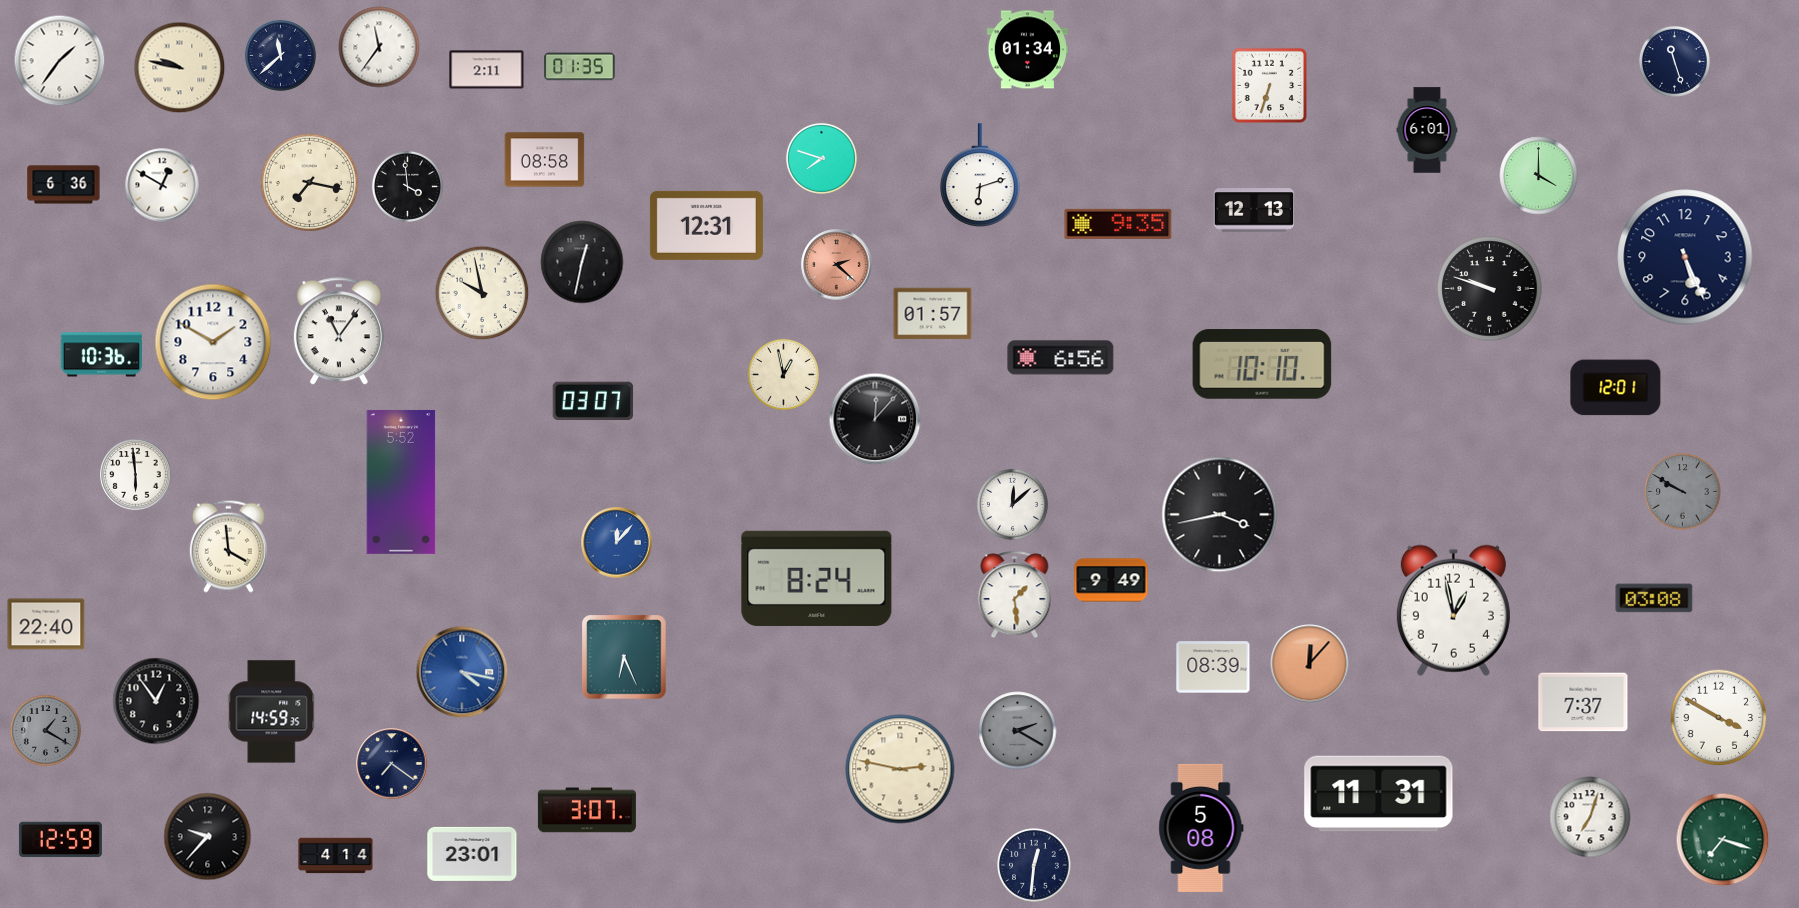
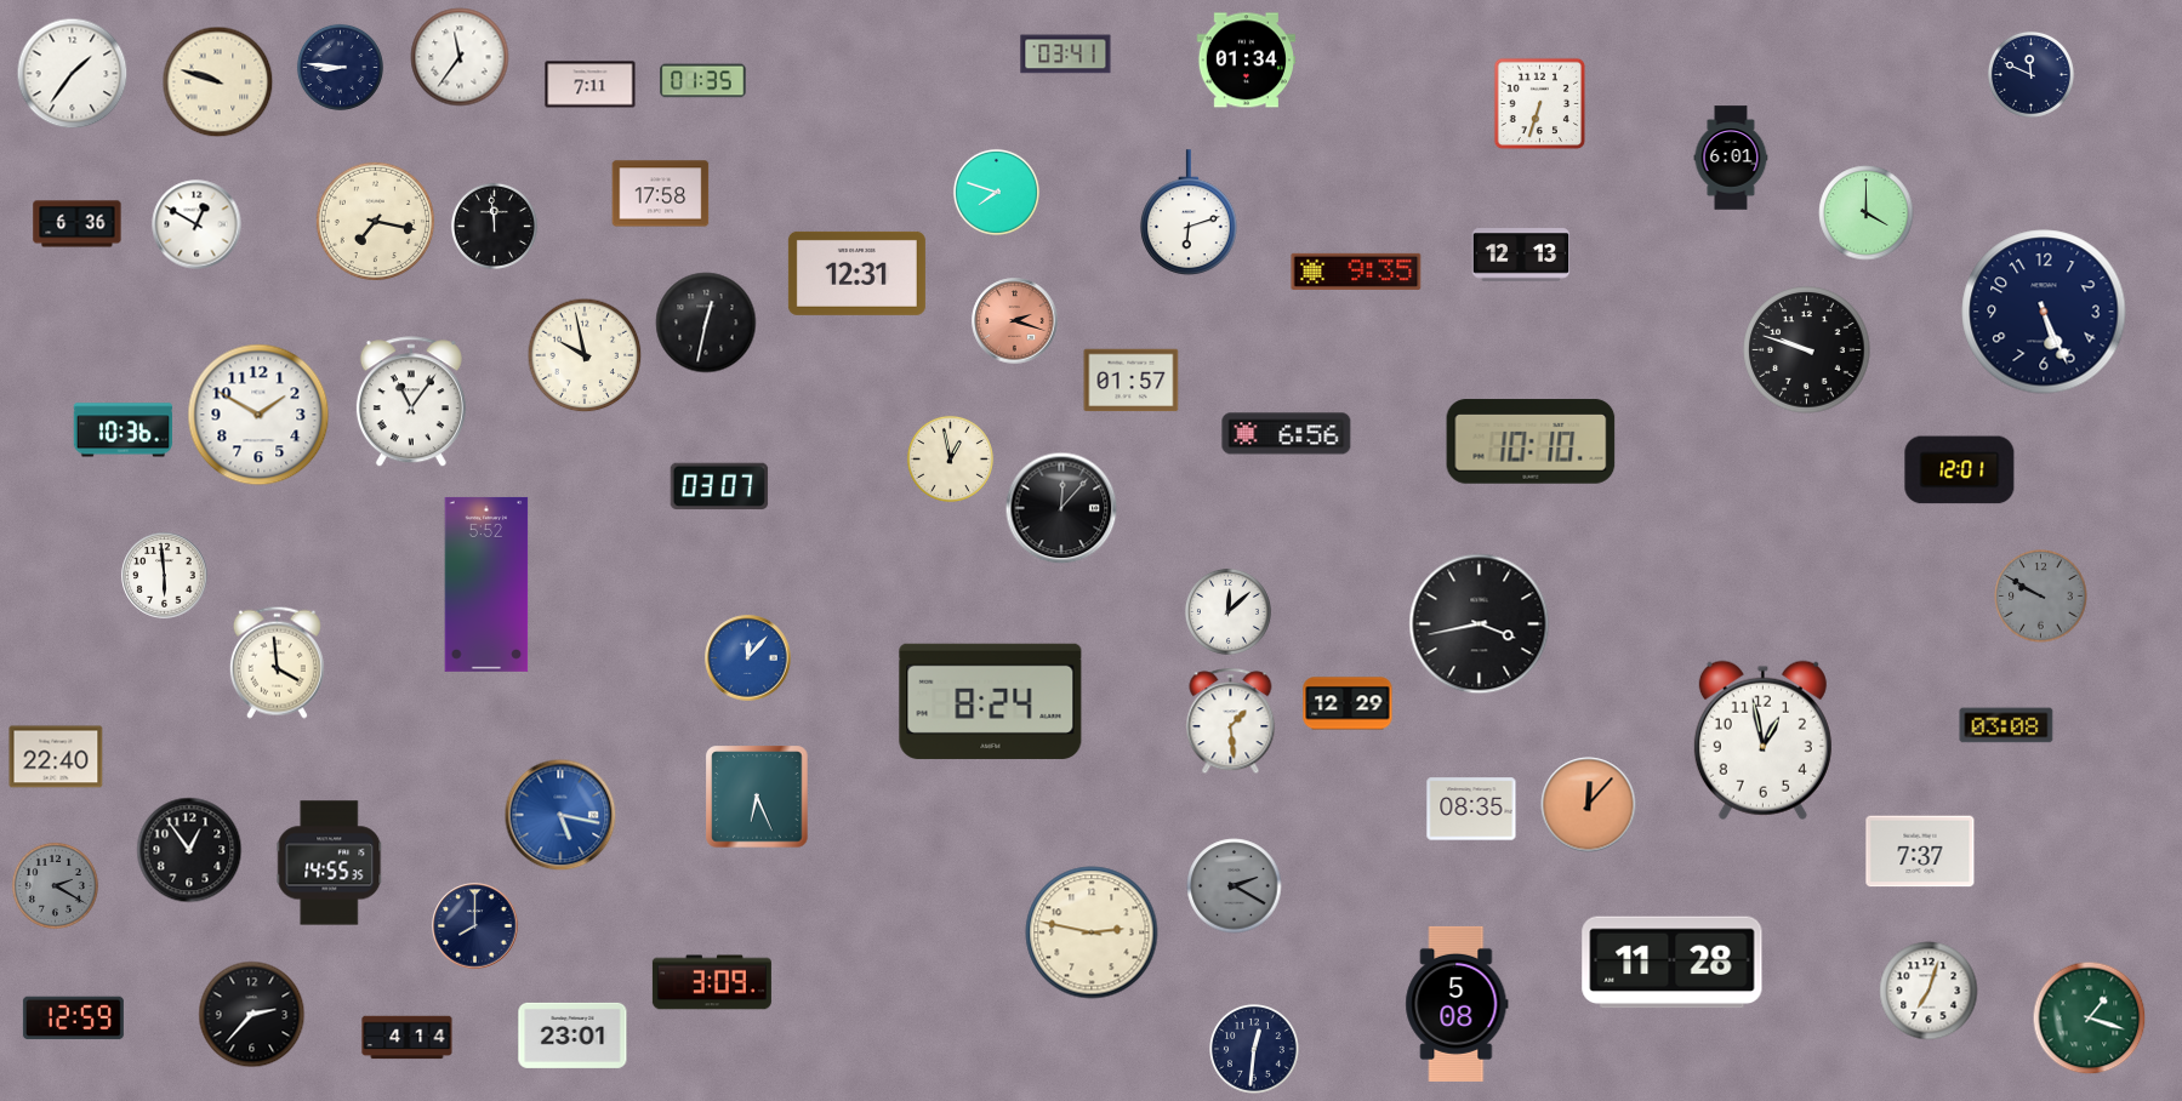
clock at (1066, 55): none -> 03:41
clock at (280, 55): 11:38 -> 8:46
clock at (1674, 61): 11:27 -> 11:49
clock at (180, 68): 9:47 -> 9:48
clock at (487, 70): 2:11 -> 7:11
clock at (545, 160): 08:58 -> 17:58
clock at (407, 186): 3:59 -> 11:59
clock at (582, 262) position: (582, 262) -> (706, 323)
clock at (837, 265): 2:22 -> 2:18
clock at (783, 374) position: (783, 374) -> (950, 458)
clock at (1111, 580): 9:49 -> 12:29
clock at (1213, 667): 08:39 -> 08:35
clock at (462, 672): 4:17 -> 5:17
clock at (272, 712): 14:59 -> 14:55
clock at (1719, 718): 3:50 -> none
clock at (45, 730): 1:20 -> 2:20
clock at (392, 764): 7:21 -> 8:00
clock at (1379, 794): 11:31 -> 11:28
clock at (587, 810): 3:07 -> 3:09
clock at (208, 837): 9:37 -> 2:37
clock at (1723, 840): 7:18 -> 1:18
